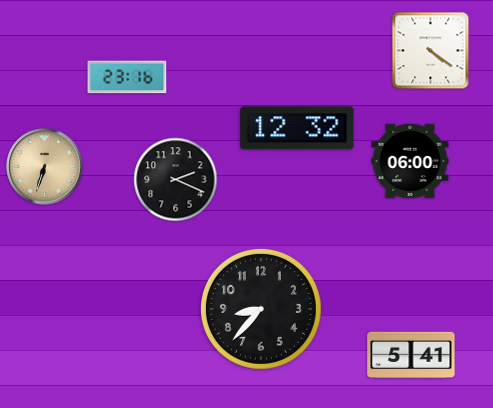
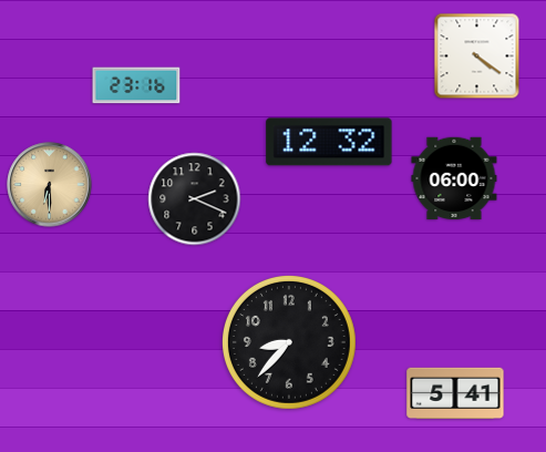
clock at (127, 77) position: (127, 77) -> (136, 85)
clock at (45, 167): 6:33 -> 6:30
